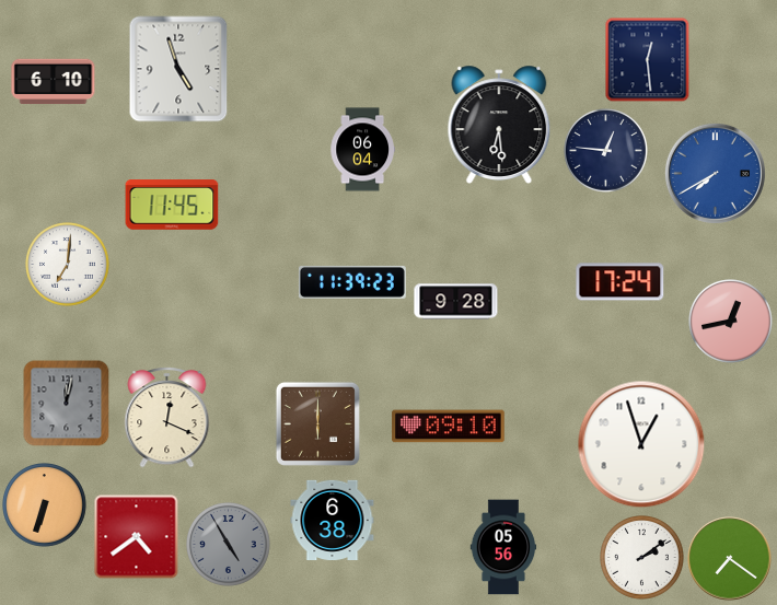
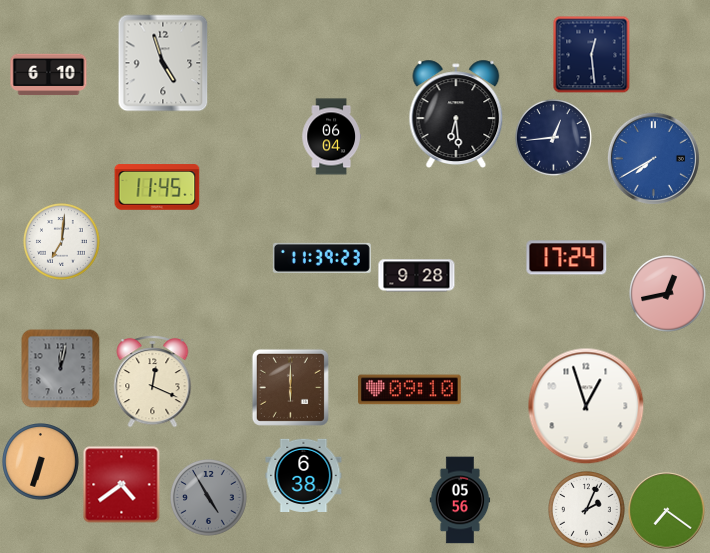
clock at (606, 151): 12:46 -> 12:44
clock at (137, 537) position: (137, 537) -> (122, 485)
clock at (642, 558): 2:09 -> 2:04
